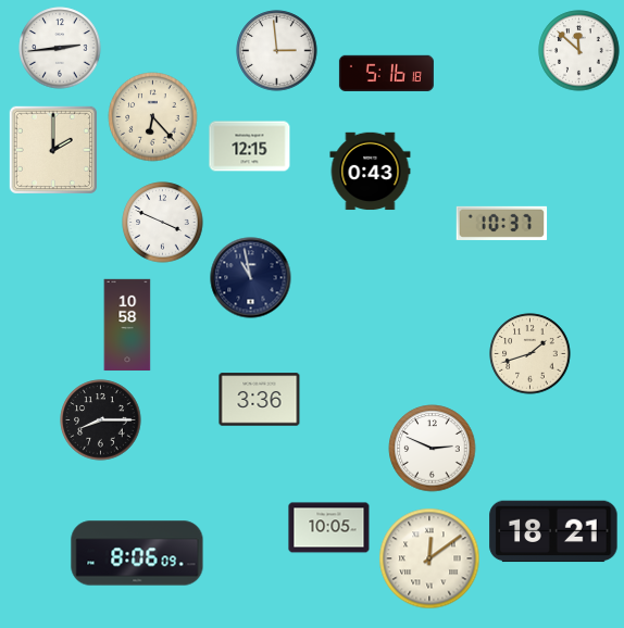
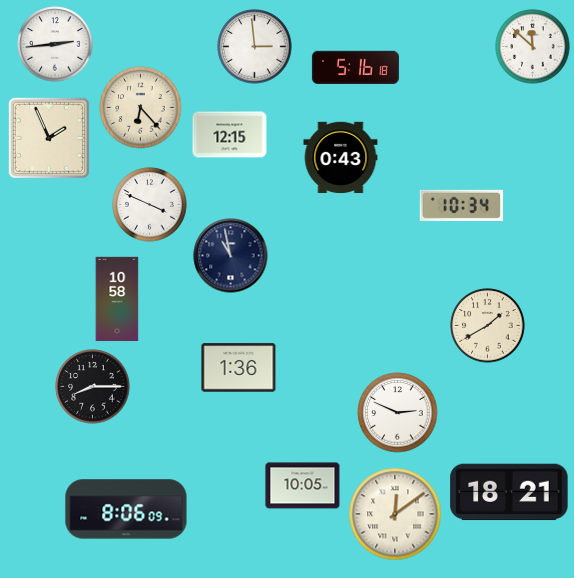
clock at (53, 150): 2:00 -> 1:56
clock at (502, 223): 10:37 -> 10:34
clock at (531, 354): 1:42 -> 1:40
clock at (260, 400): 3:36 -> 1:36
clock at (553, 531) position: (553, 531) -> (509, 492)
